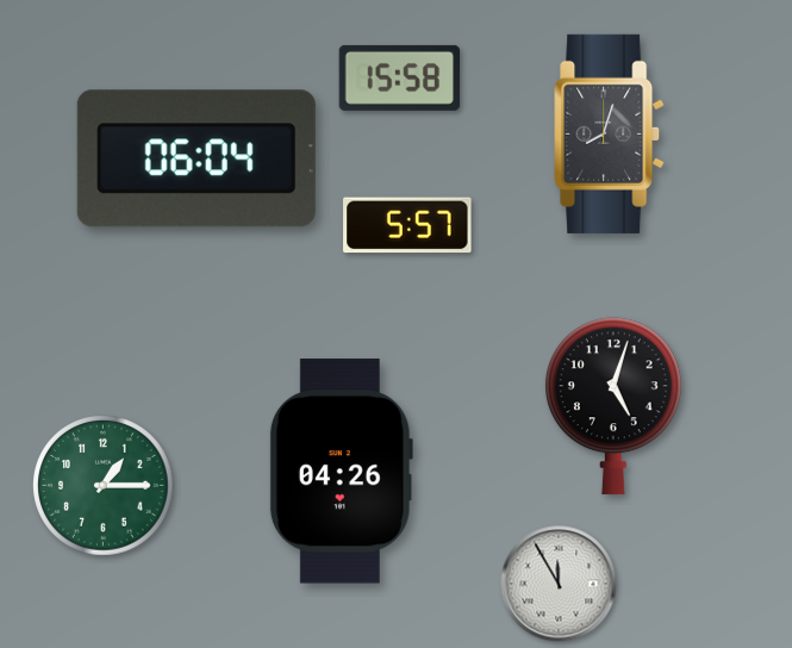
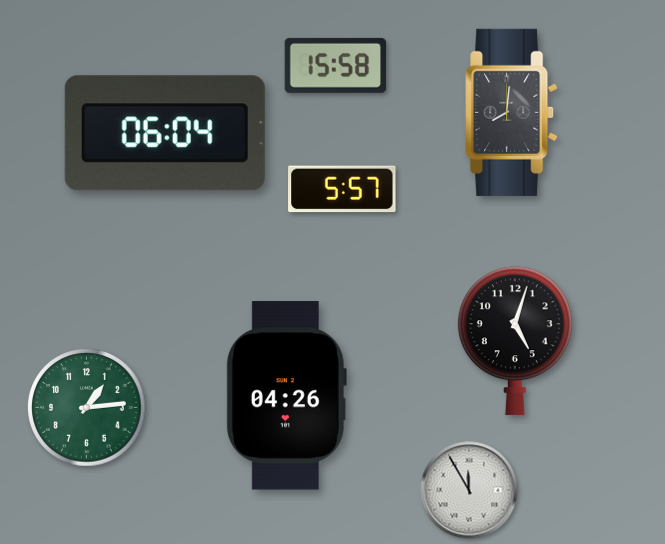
clock at (610, 133): 8:03 -> 8:01
clock at (104, 486): 1:15 -> 1:14
